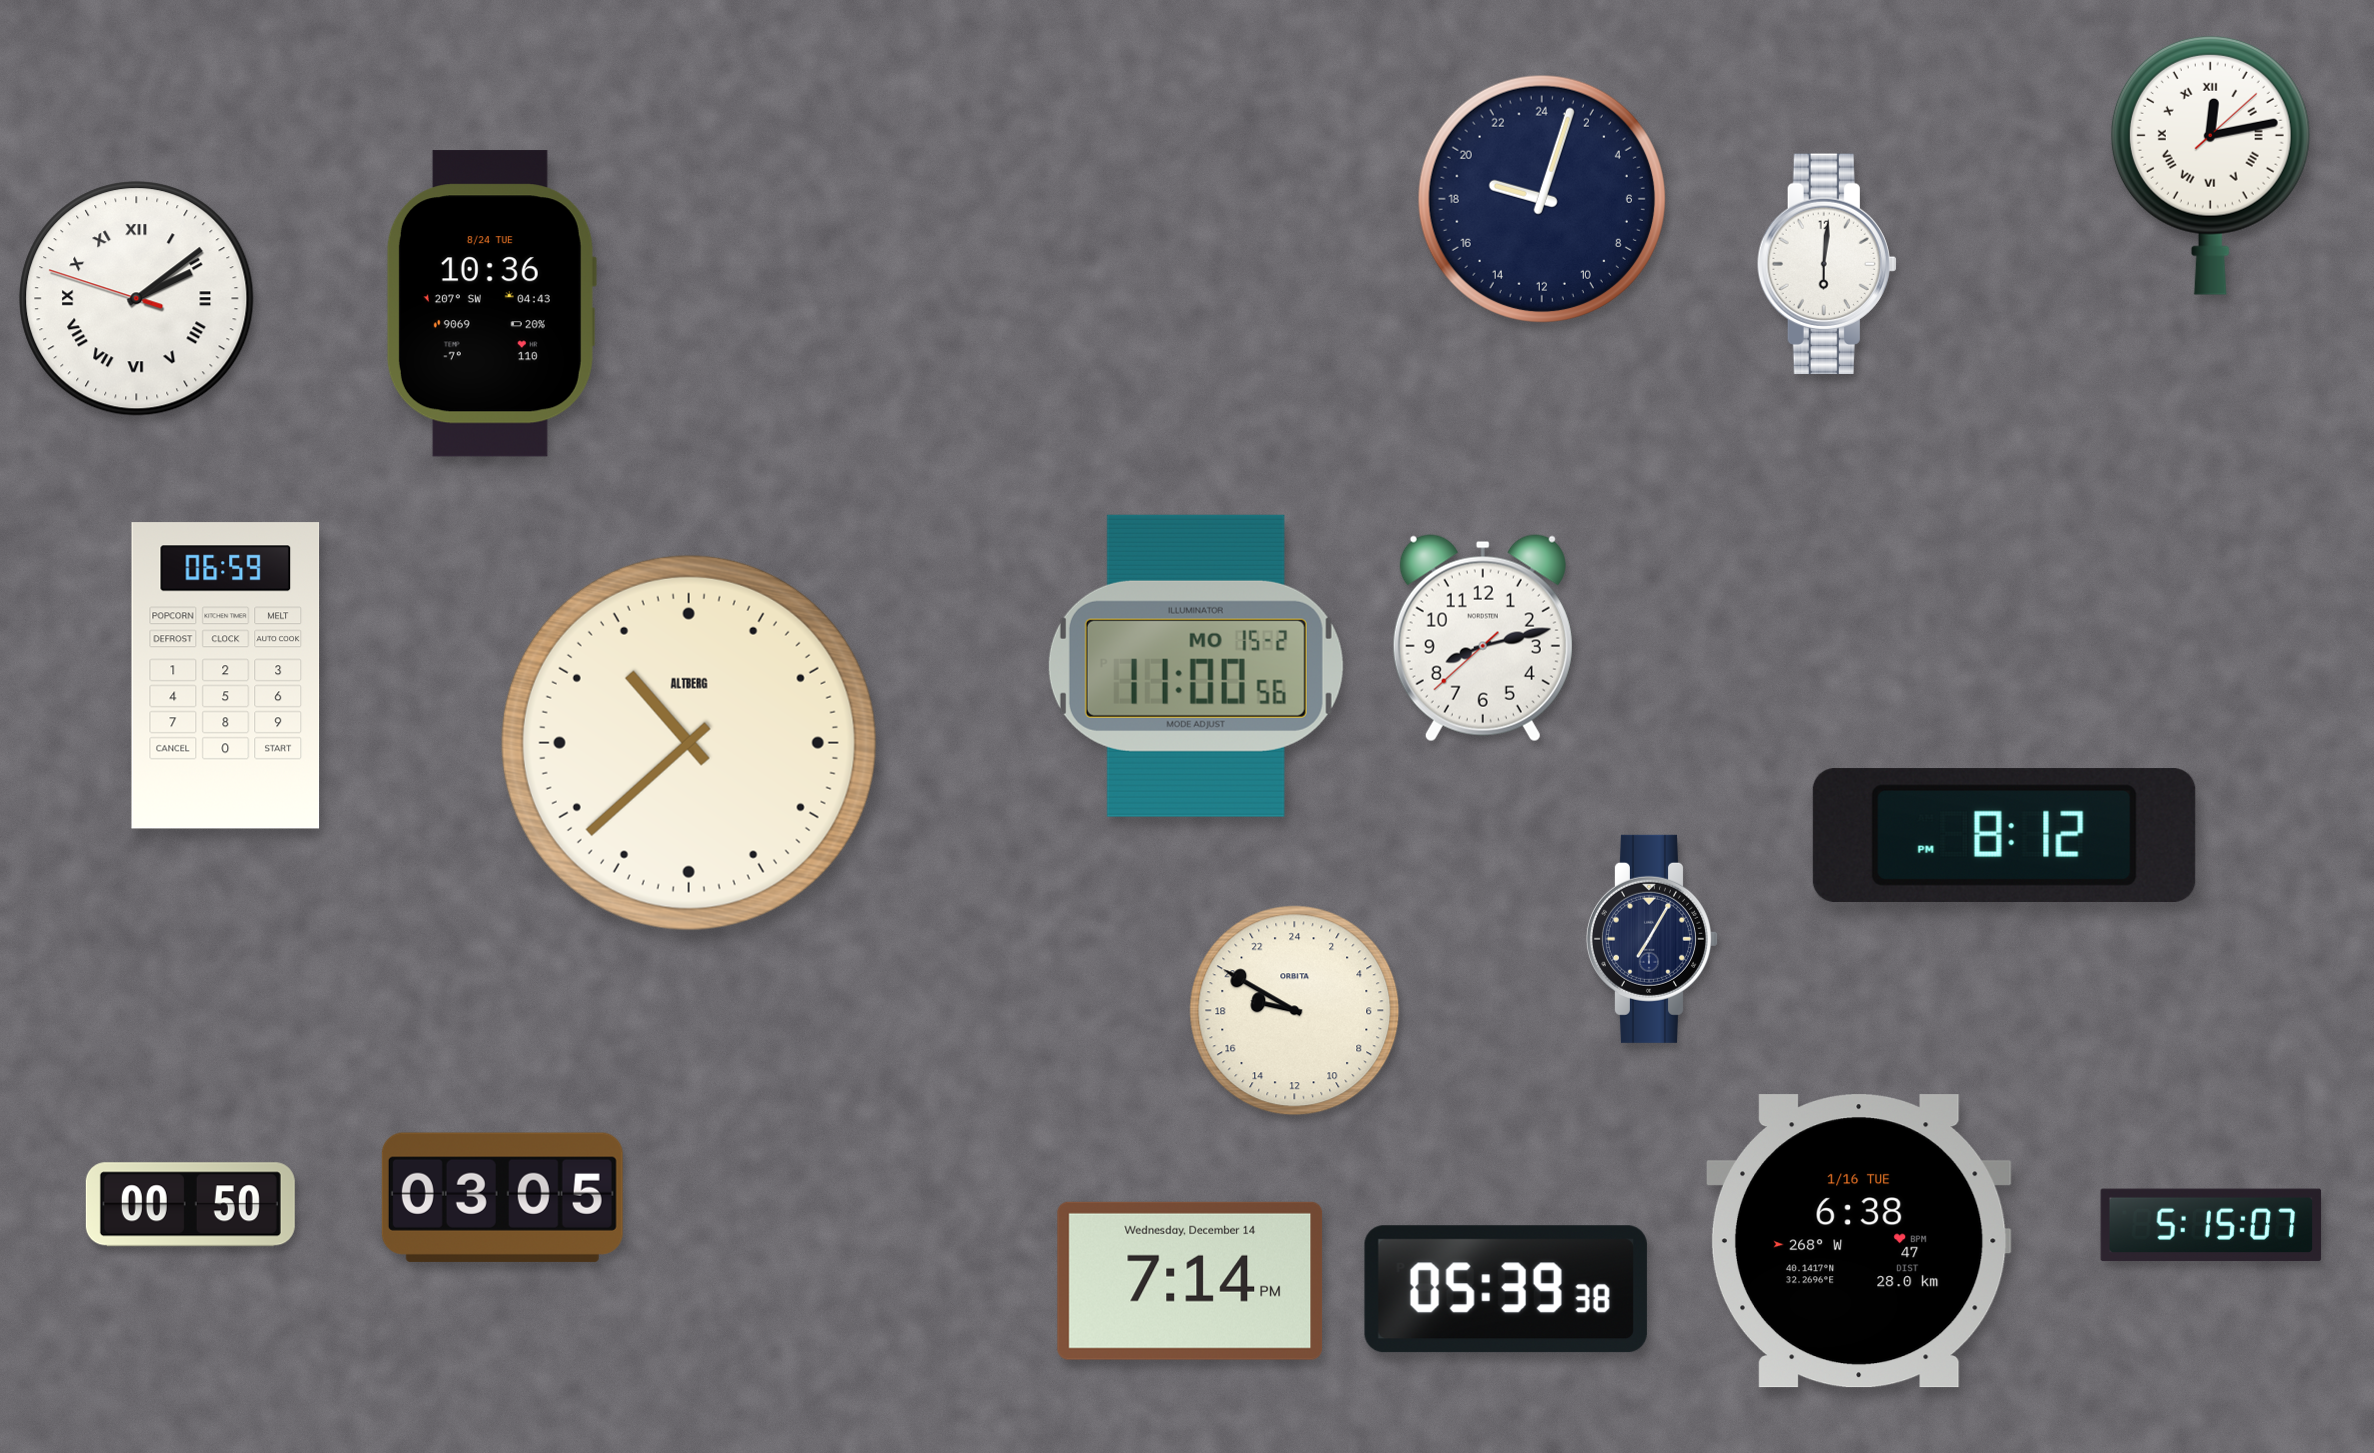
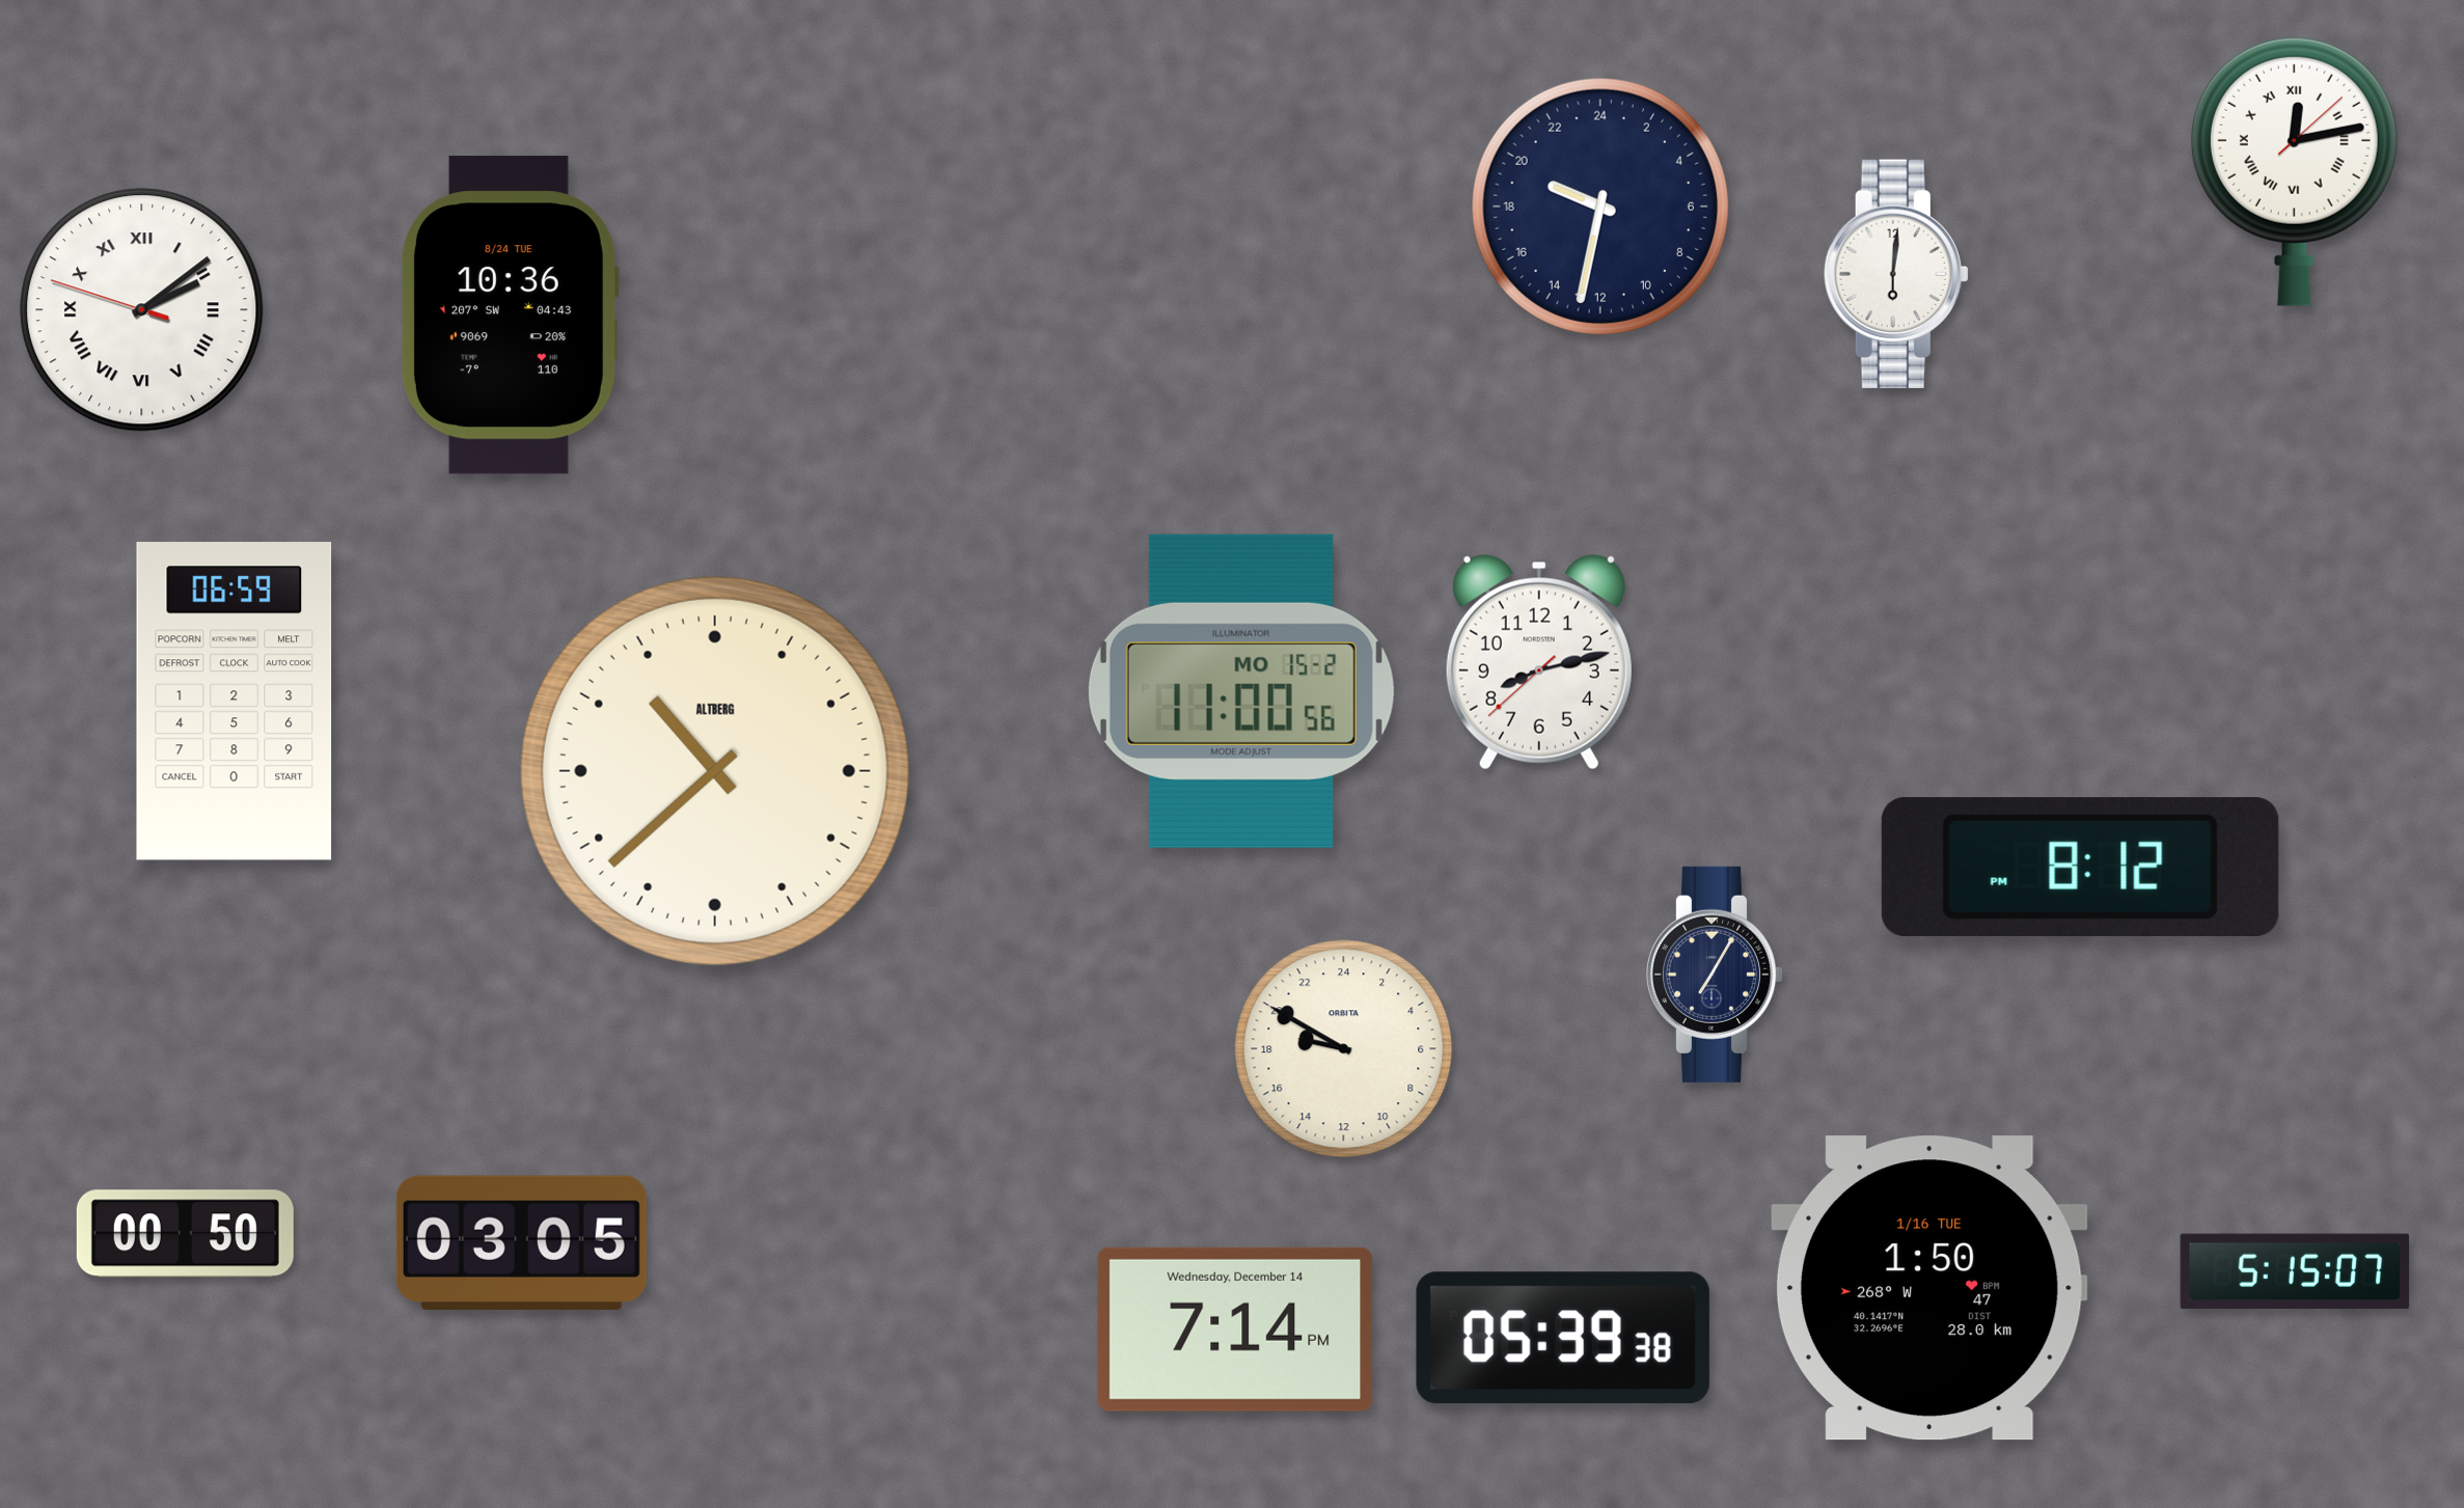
clock at (1542, 199): 19:03 -> 19:32
clock at (190, 1205) position: (190, 1205) -> (185, 1234)
clock at (1859, 1241): 6:38 -> 1:50
